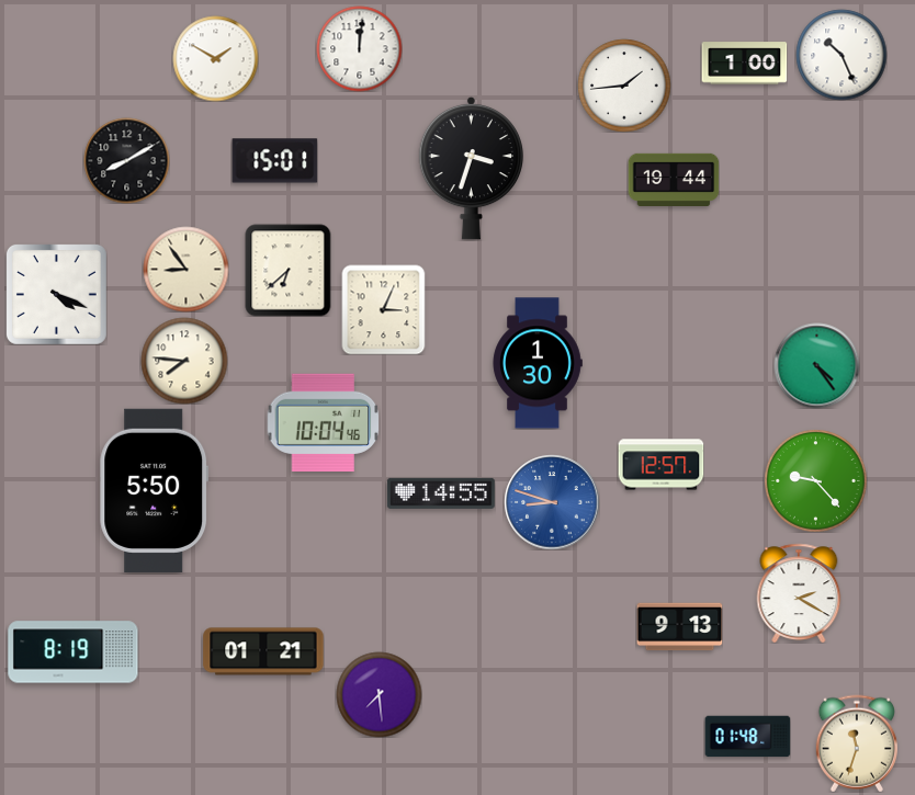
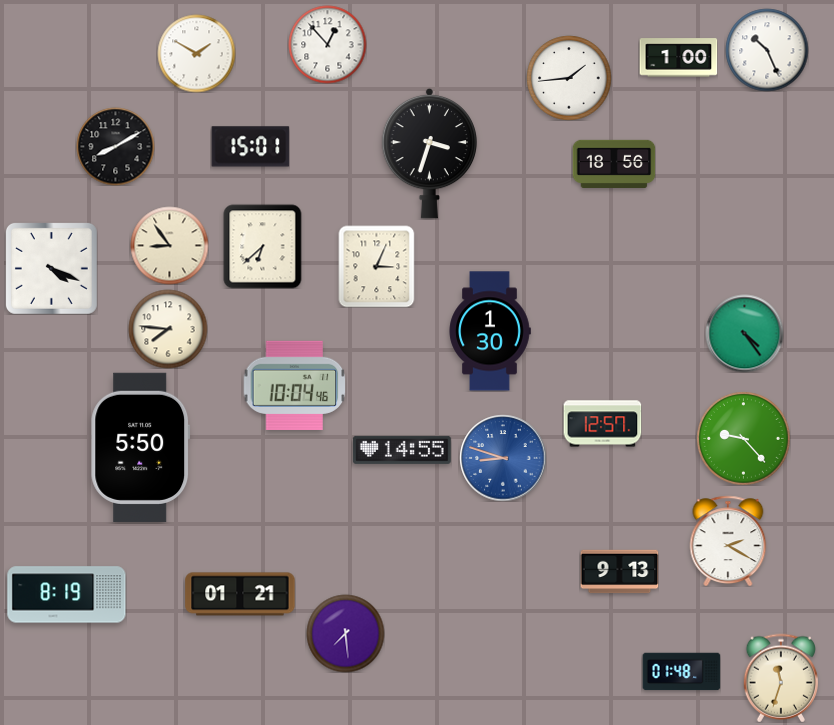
clock at (359, 48): 12:01 -> 12:53
clock at (674, 179): 19:44 -> 18:56
clock at (384, 309) position: (384, 309) -> (377, 266)
